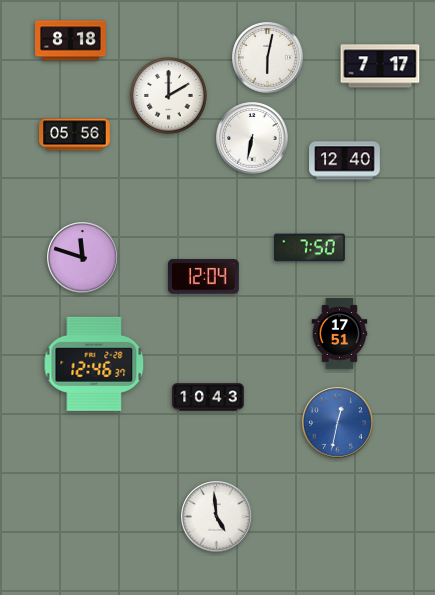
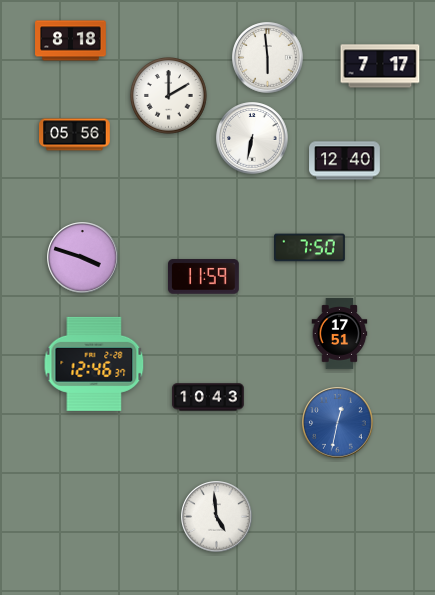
clock at (268, 58): 6:02 -> 5:59
clock at (83, 258): 11:48 -> 3:48
clock at (204, 277): 12:04 -> 11:59
